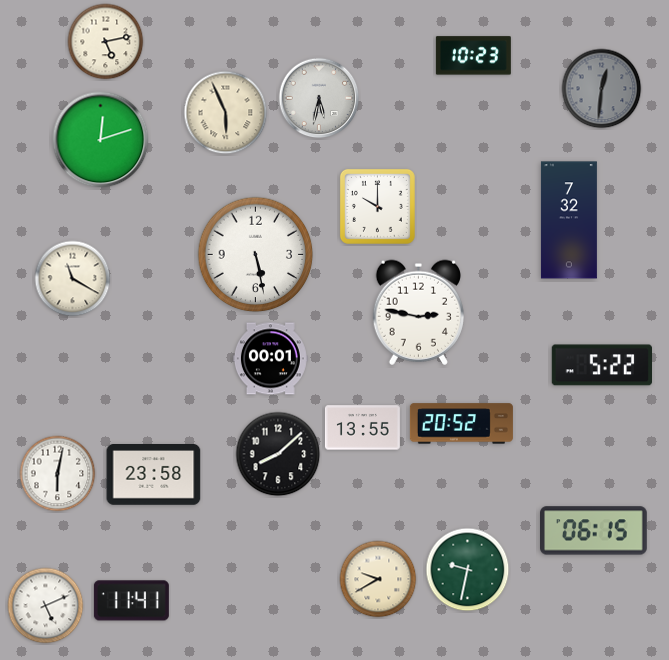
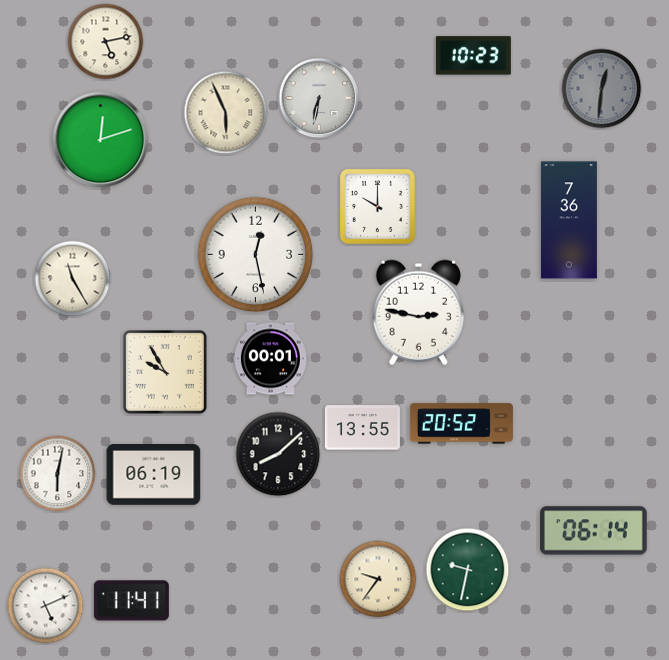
clock at (319, 98): 5:32 -> 6:32
clock at (569, 220): 7:32 -> 7:36
clock at (256, 255): 5:28 -> 12:28
clock at (73, 279): 11:20 -> 11:25
clock at (601, 365): 5:22 -> none
clock at (166, 373): none -> 9:55
clock at (154, 475): 23:58 -> 06:19
clock at (594, 531): 06:15 -> 06:14
clock at (378, 579): 9:40 -> 9:36
